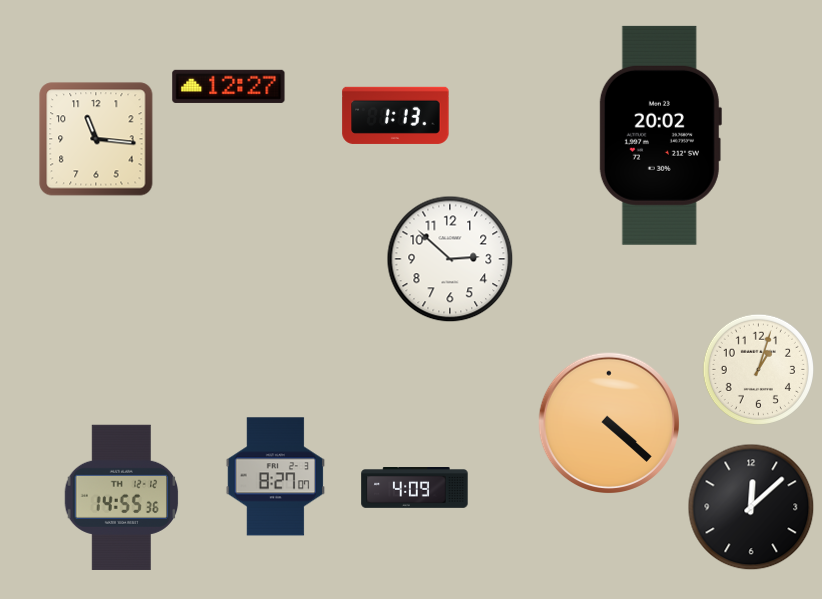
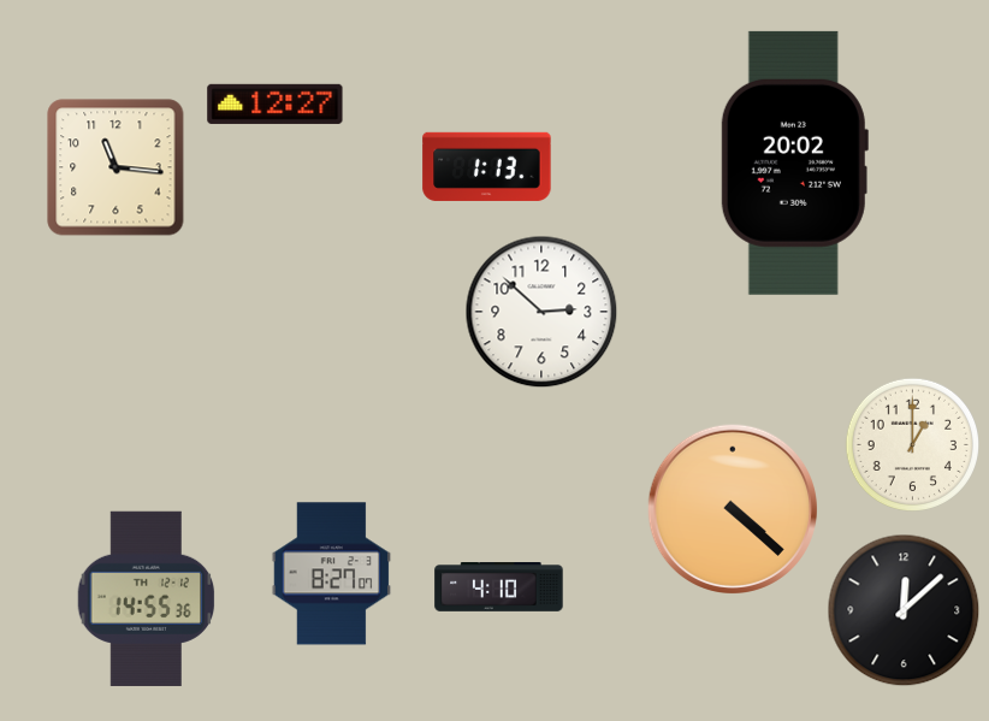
clock at (396, 115) position: (396, 115) -> (487, 166)
clock at (758, 369): 1:03 -> 1:00
clock at (415, 488): 4:09 -> 4:10
